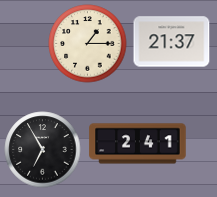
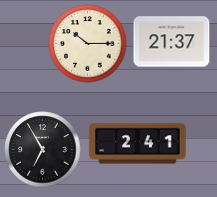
clock at (88, 44): 1:15 -> 10:15
